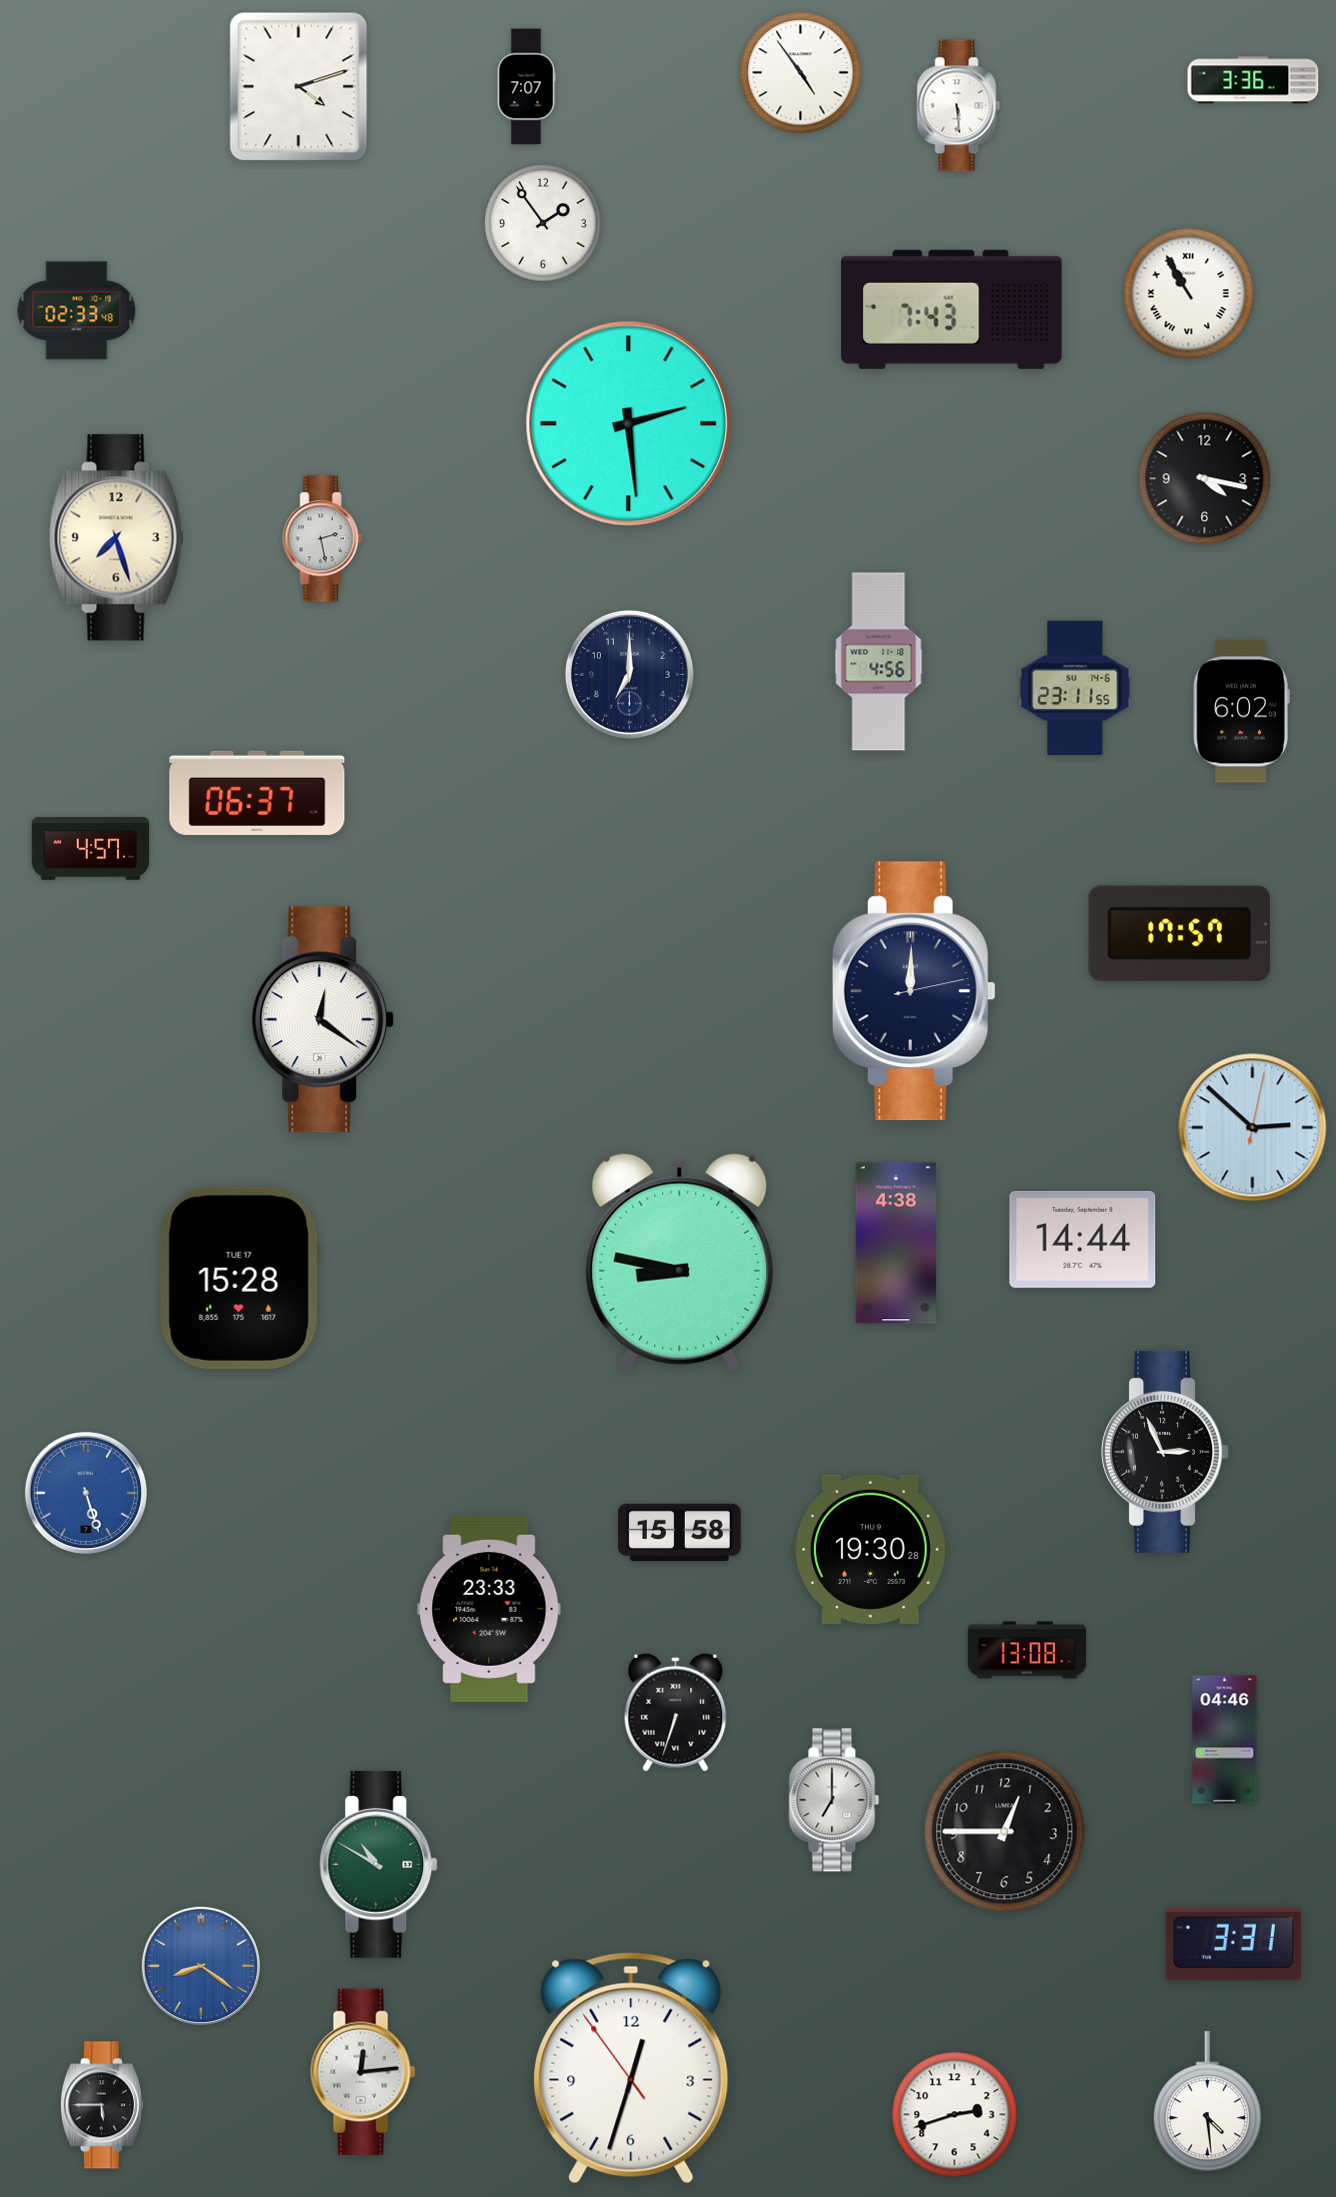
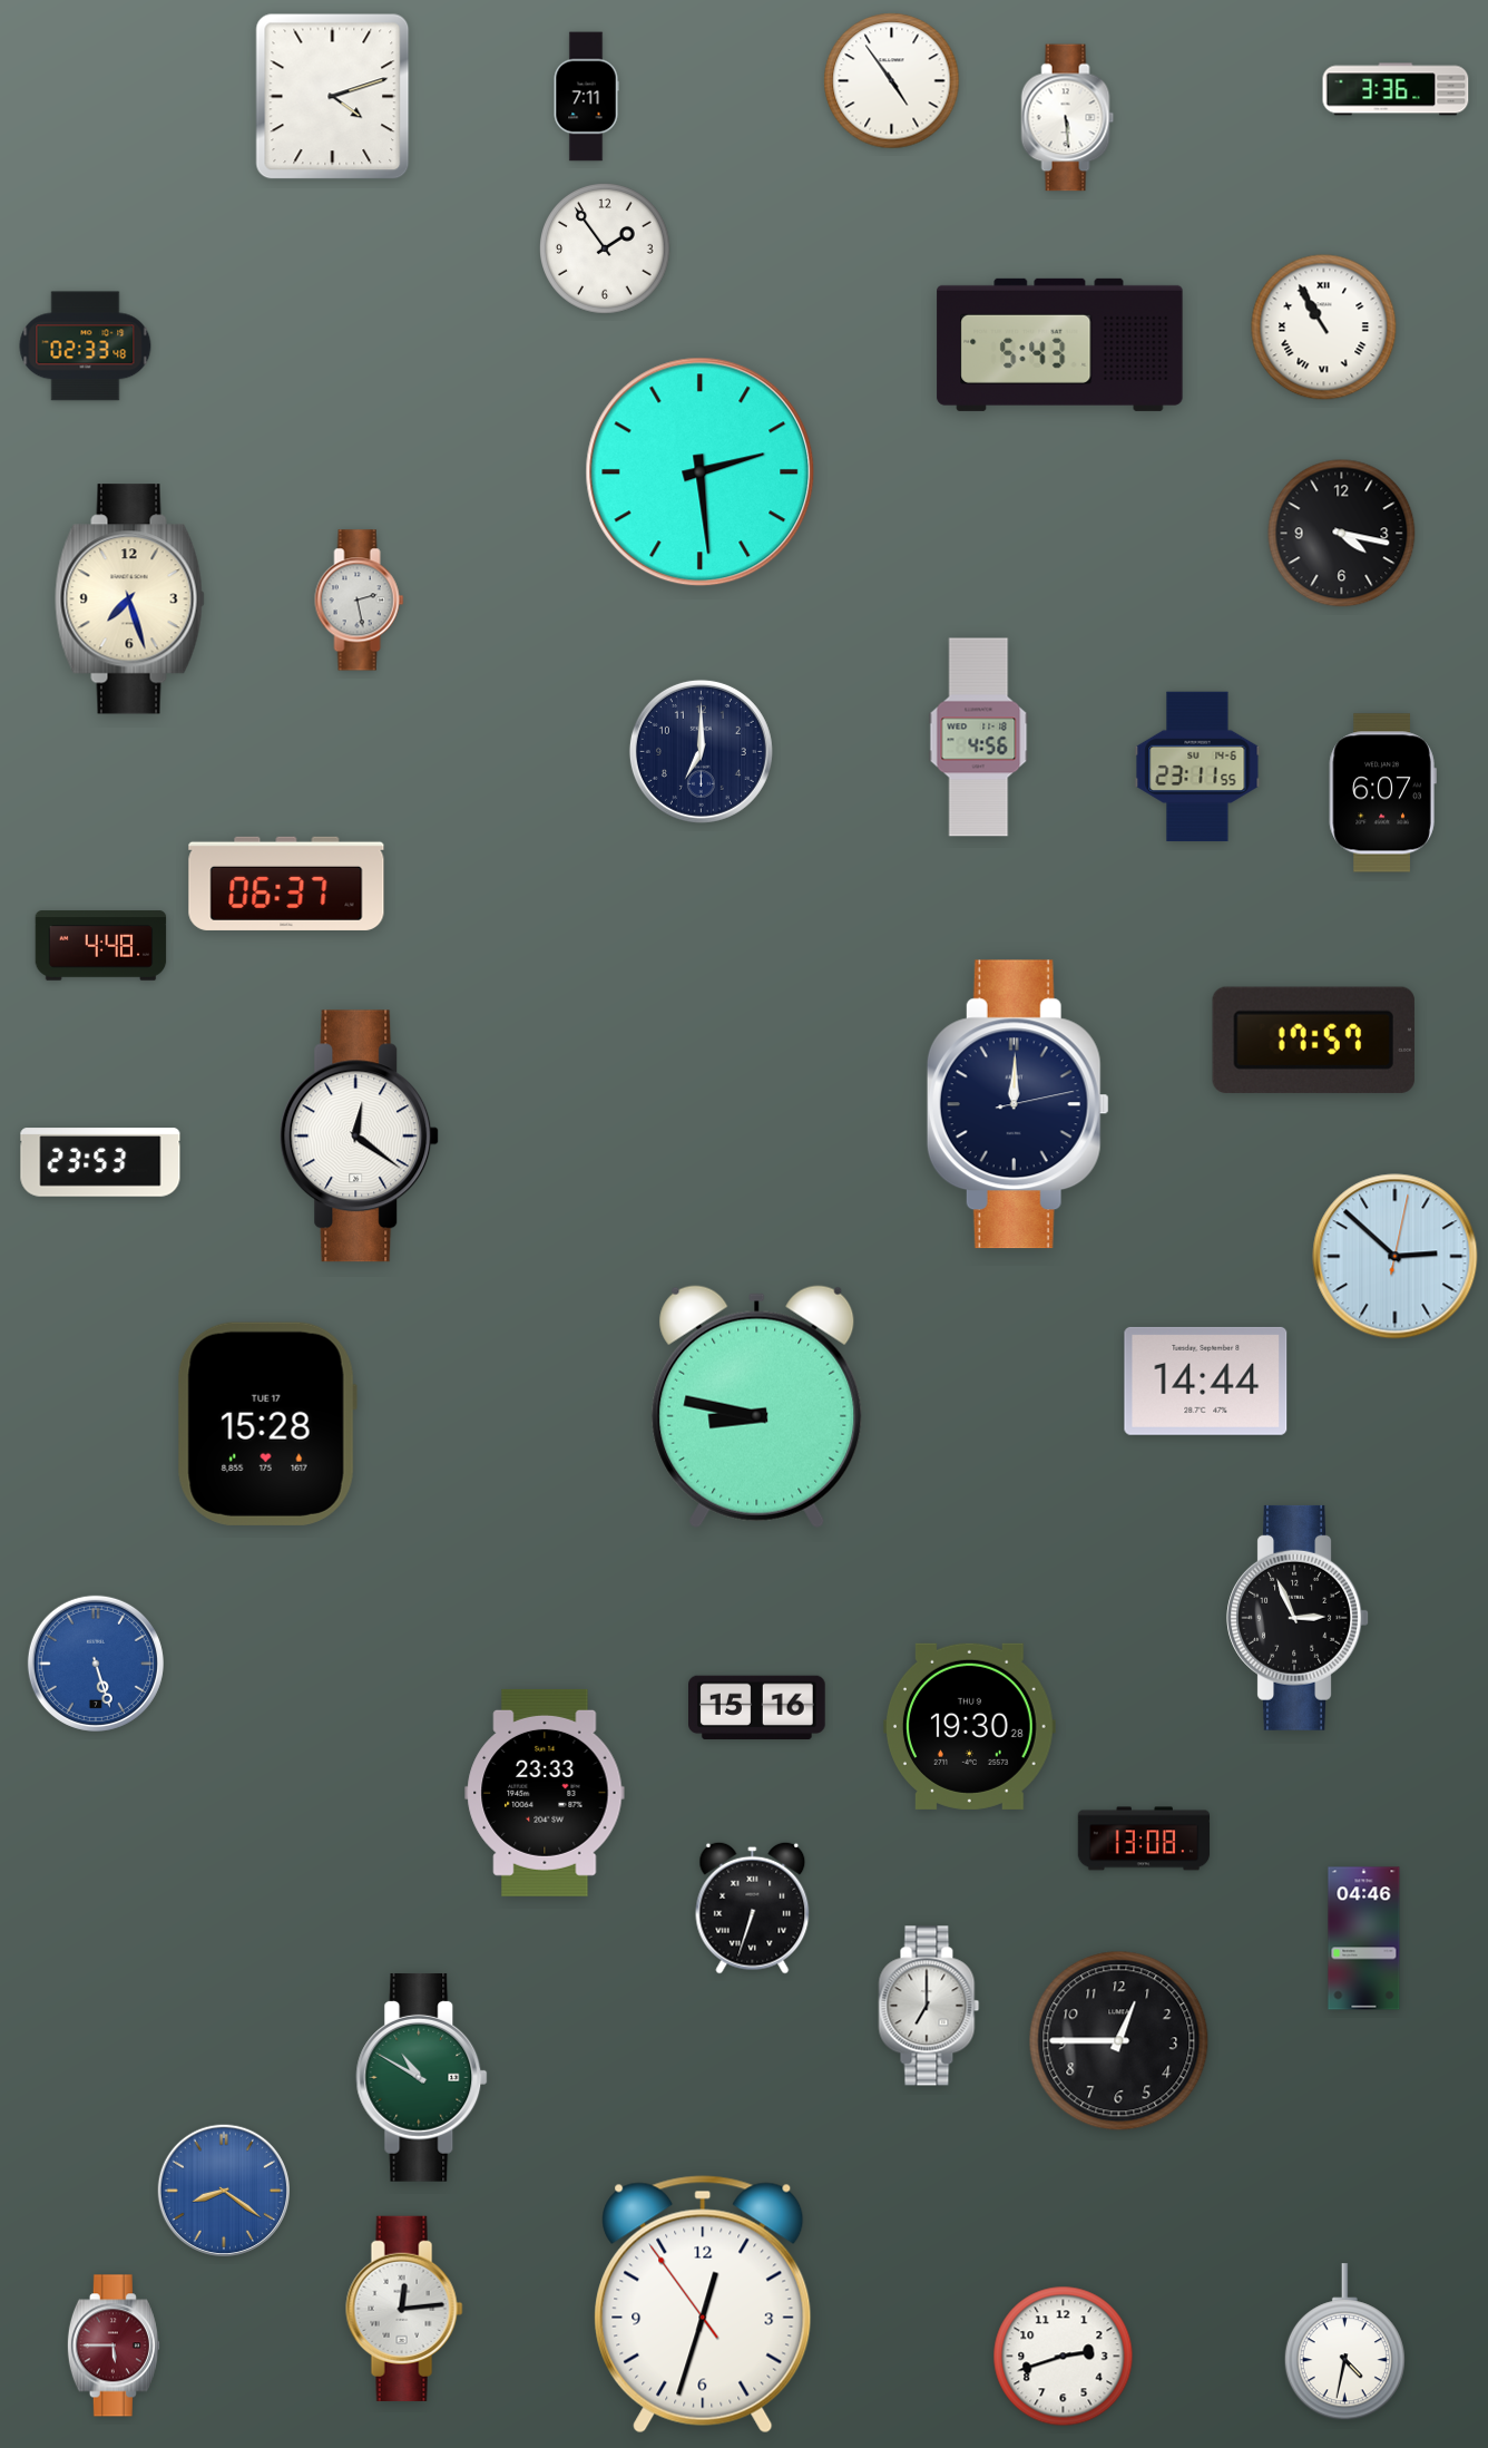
clock at (526, 87): 7:07 -> 7:11
clock at (952, 309): 7:43 -> 5:43
clock at (1241, 712): 6:02 -> 6:07
clock at (91, 849): 4:57 -> 4:48
clock at (100, 1162): none -> 23:53
clock at (896, 1243): 4:38 -> none
clock at (680, 1532): 15:58 -> 15:16
clock at (1233, 1943): 3:31 -> none
clock at (1207, 2102): 4:29 -> 4:32
clock at (102, 2105) dial: black -> burgundy
